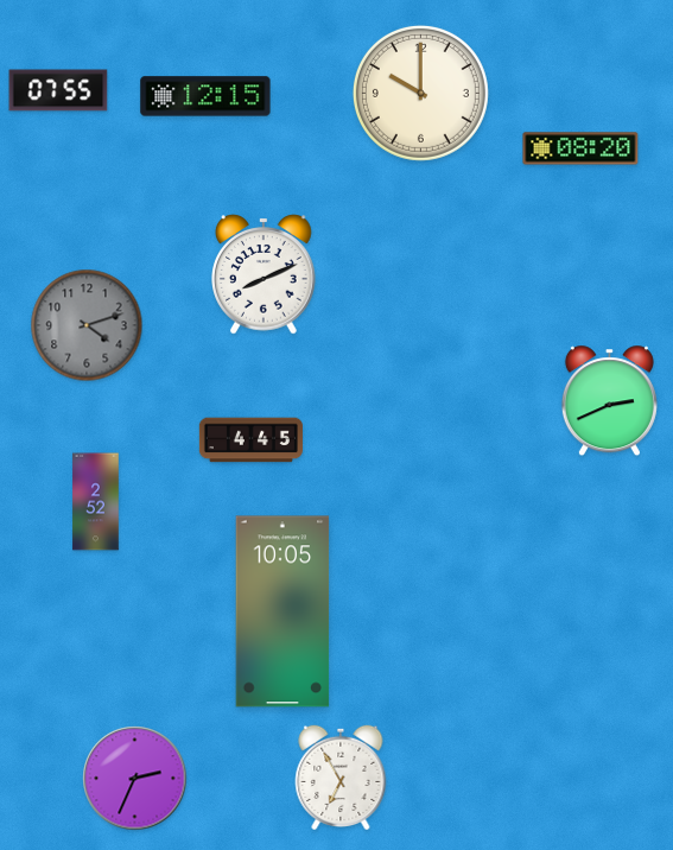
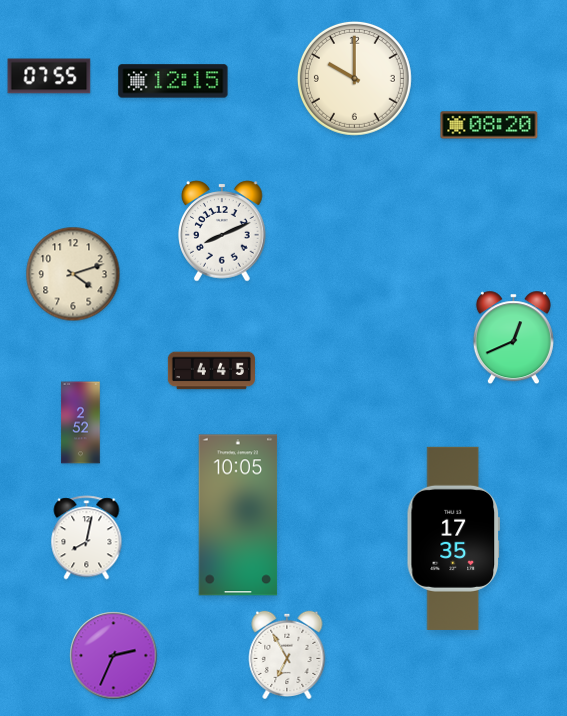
clock at (87, 325) dial: grey -> cream
clock at (609, 401): 2:41 -> 12:41
clock at (87, 538): none -> 8:02
clock at (453, 538): none -> 17:35
